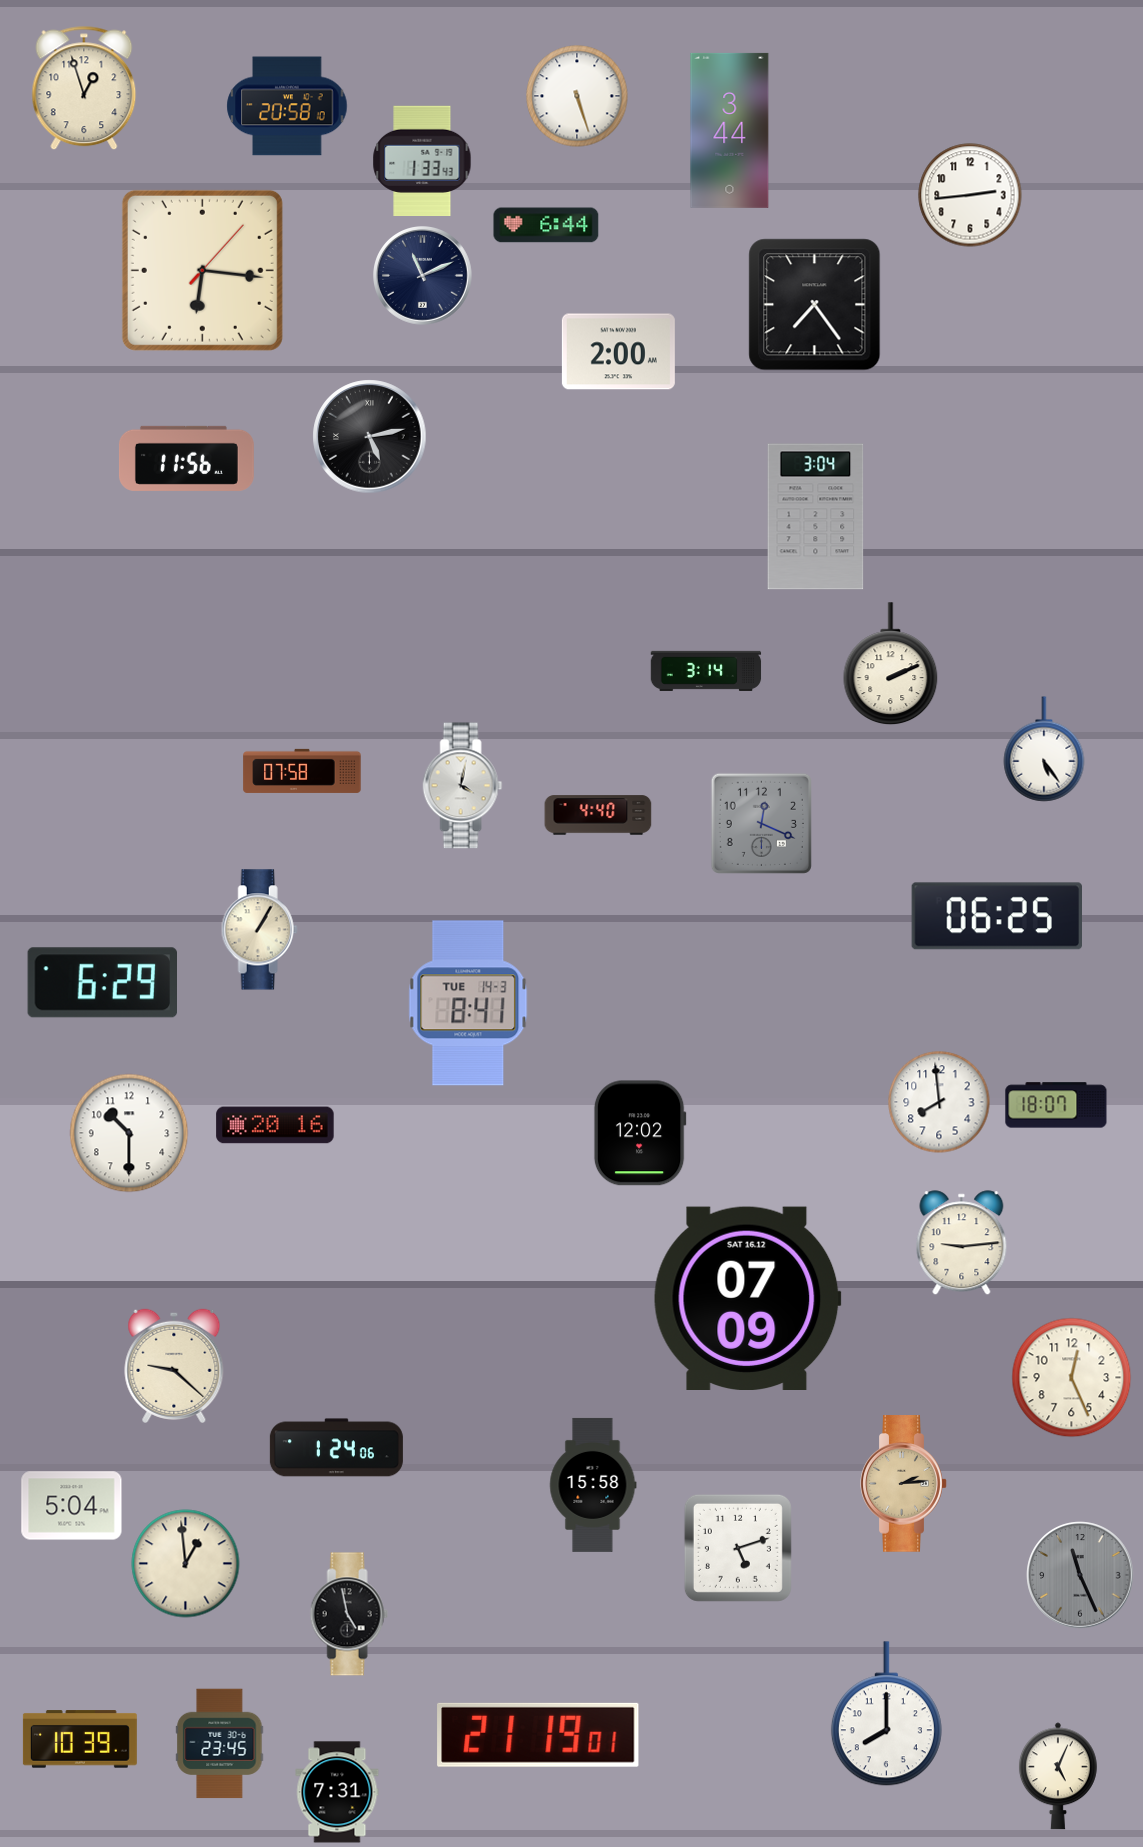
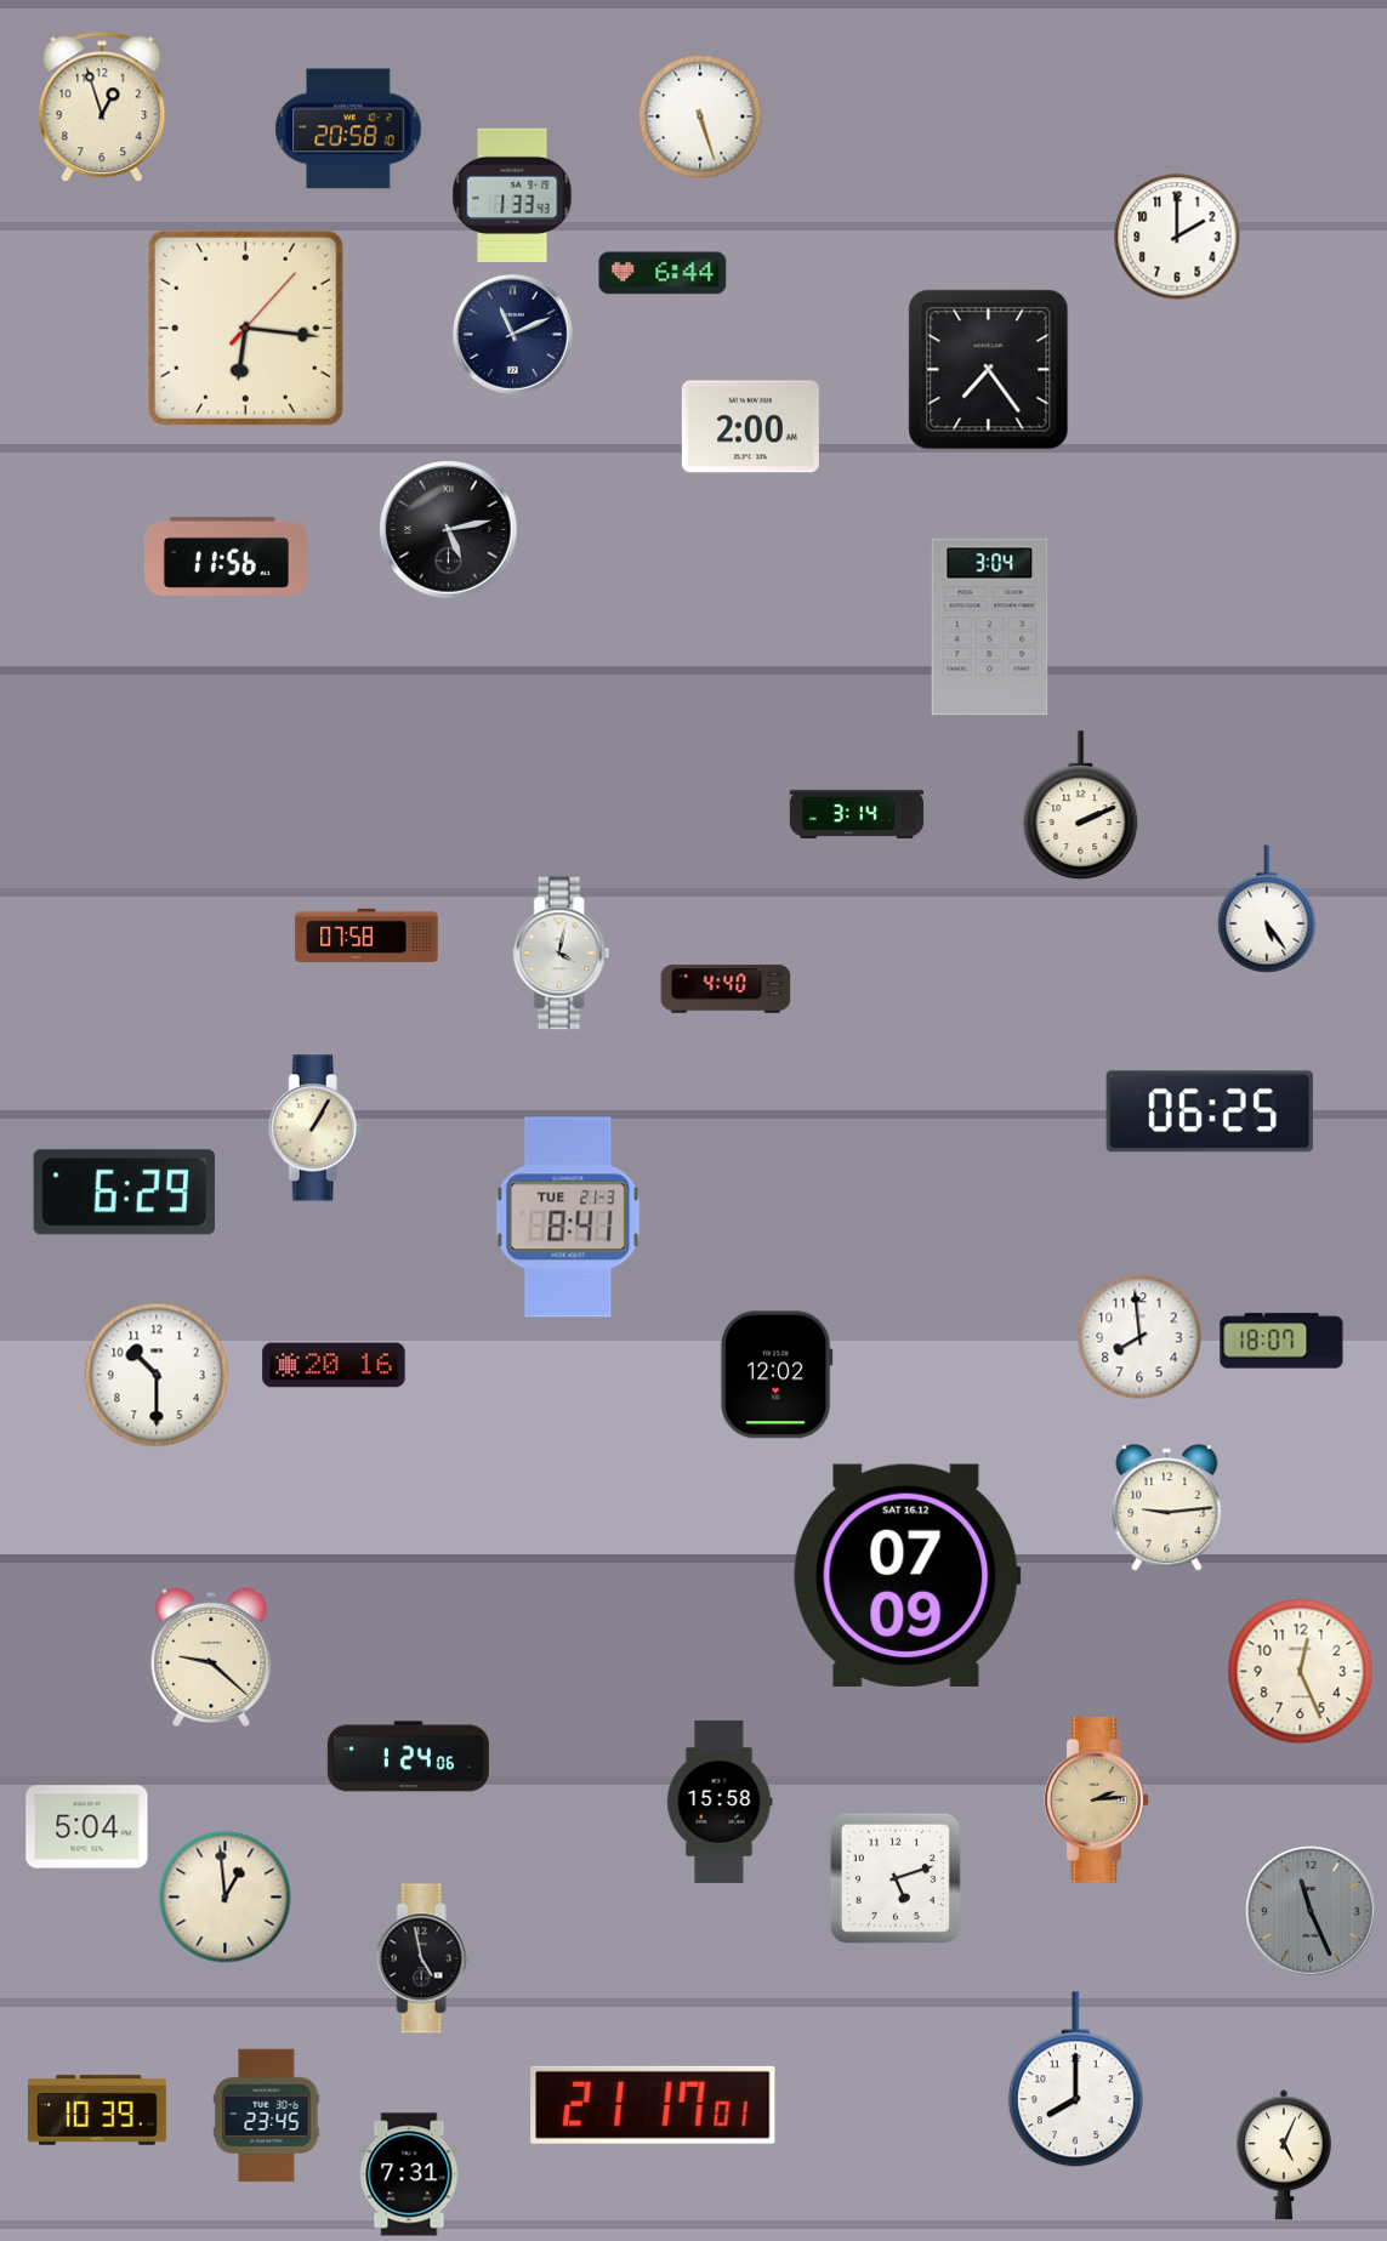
clock at (730, 130): 3:44 -> none
clock at (970, 195): 2:44 -> 2:00
clock at (761, 823): 12:19 -> none
clock at (468, 1003) date: TUE 14-3 -> TUE 21-3
clock at (538, 1735): 21:19 -> 21:17
